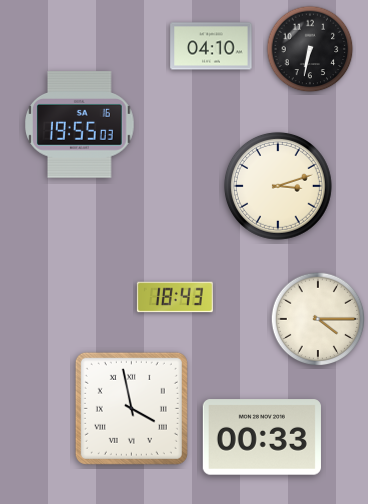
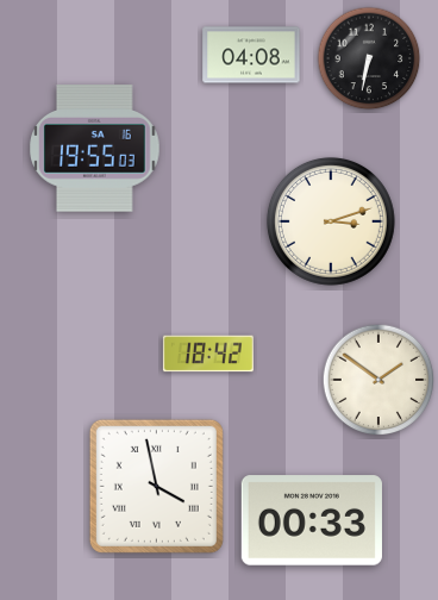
clock at (211, 46): 04:10 -> 04:08
clock at (175, 297): 18:43 -> 18:42
clock at (318, 319): 4:15 -> 1:51
